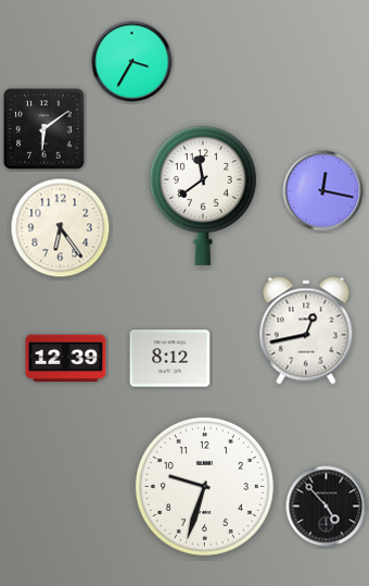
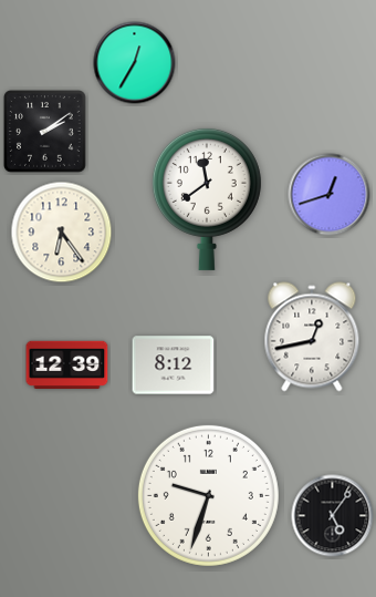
clock at (132, 62): 3:35 -> 12:35
clock at (44, 129): 6:09 -> 2:09
clock at (323, 191): 12:17 -> 12:42
clock at (327, 507): 4:53 -> 5:06
